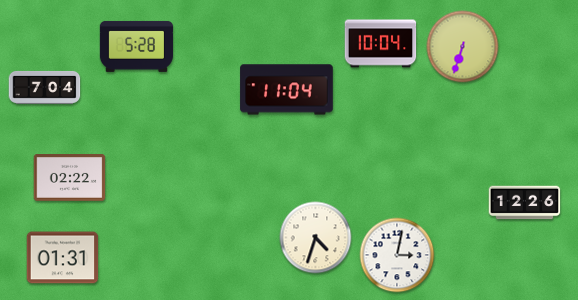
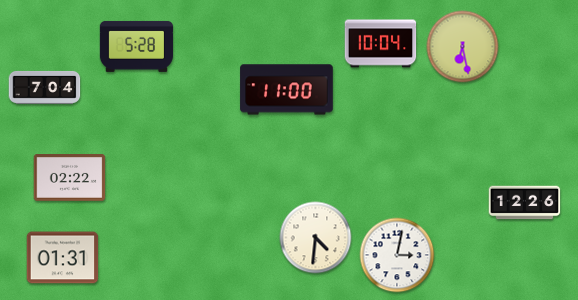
clock at (463, 47): 6:33 -> 6:28
clock at (287, 90): 11:04 -> 11:00
clock at (316, 238): 4:33 -> 4:31
